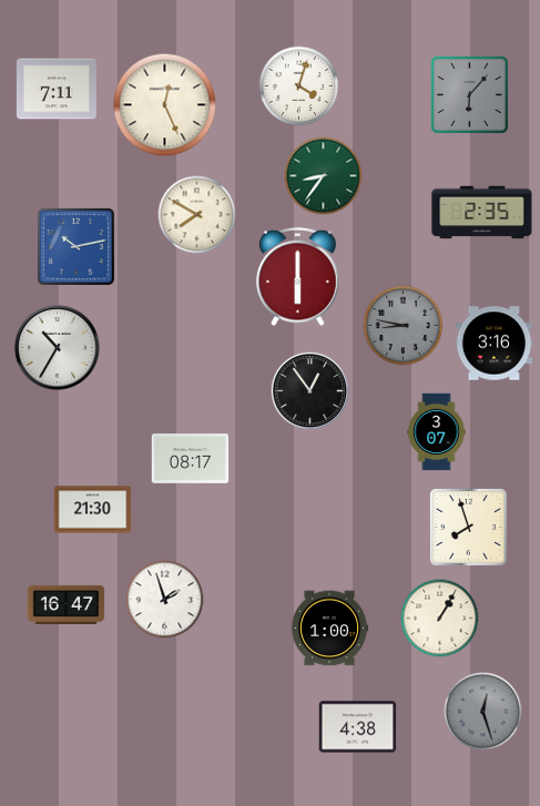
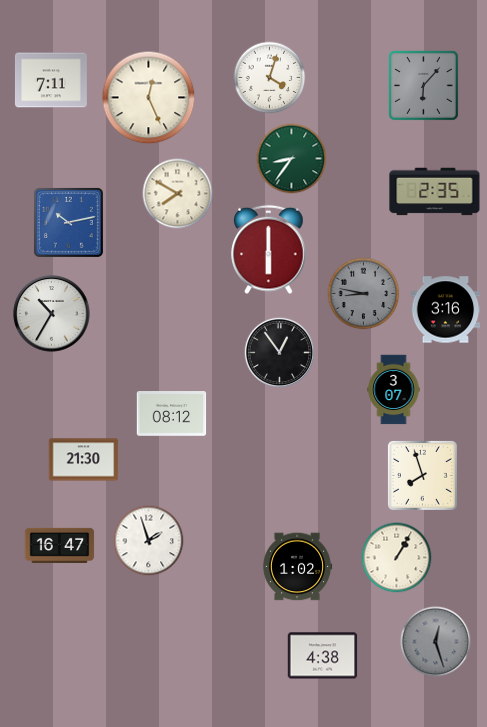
clock at (165, 105) position: (165, 105) -> (149, 98)
clock at (191, 459): 08:17 -> 08:12
clock at (329, 629): 1:00 -> 1:02
